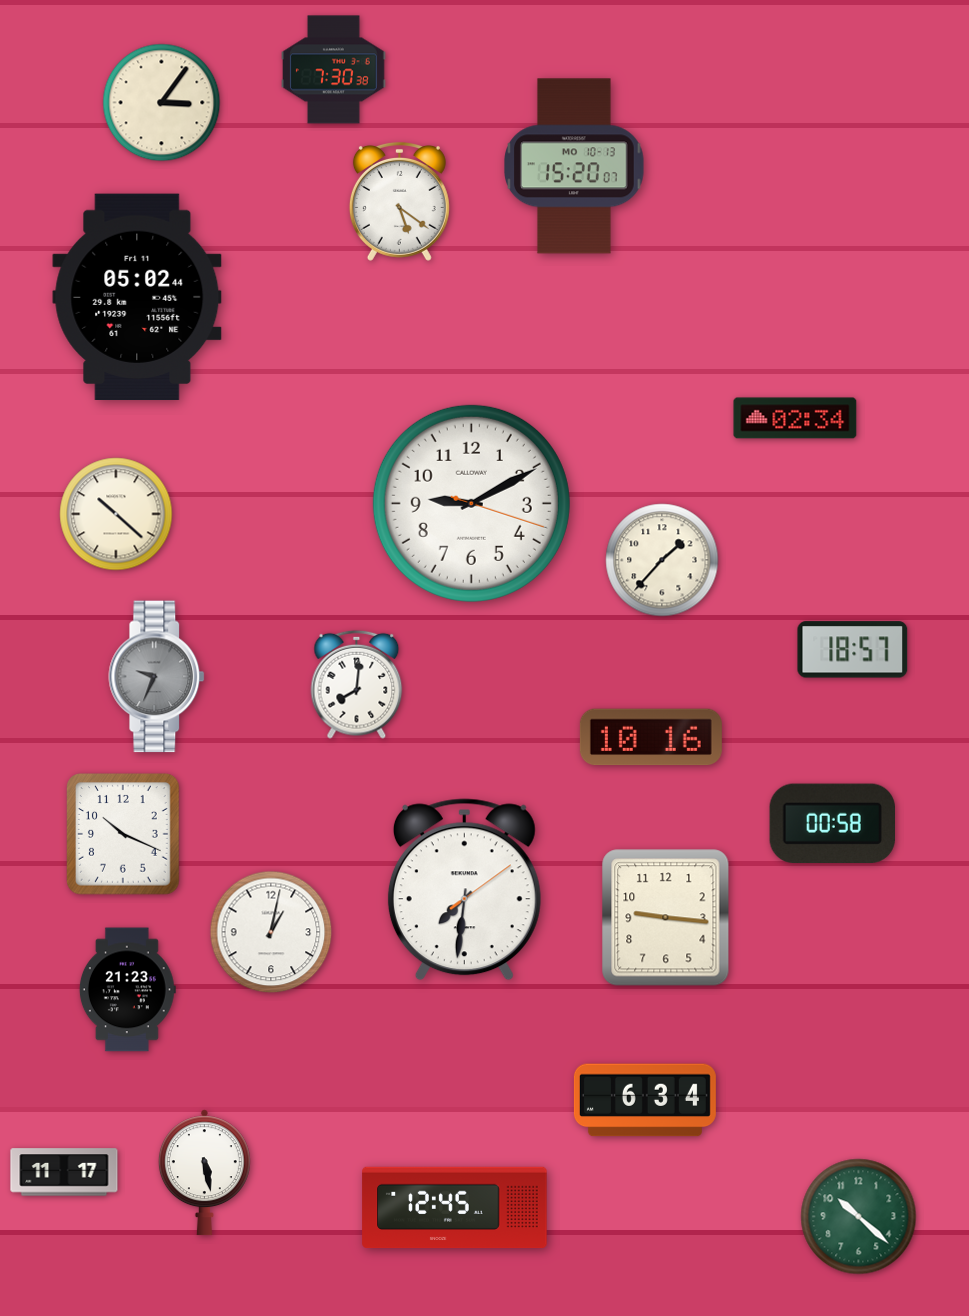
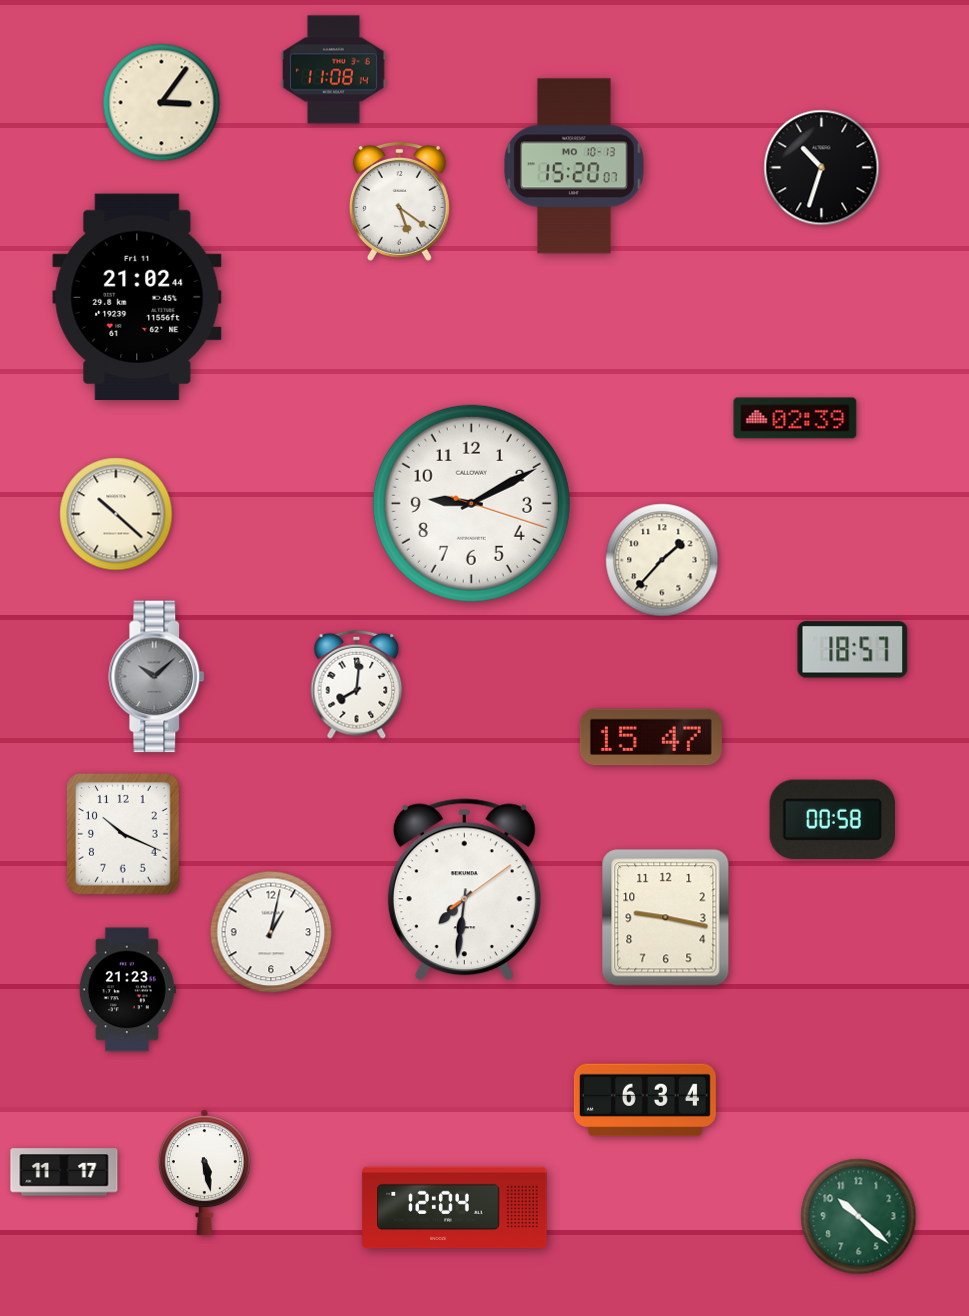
clock at (334, 70): 7:30 -> 11:08
clock at (822, 168): none -> 10:33
clock at (137, 296): 05:02 -> 21:02
clock at (795, 418): 02:34 -> 02:39
clock at (157, 677): 9:34 -> 10:08
clock at (651, 737): 10:16 -> 15:47
clock at (832, 823) position: (832, 823) -> (832, 819)
clock at (666, 918): 9:16 -> 9:17
clock at (455, 1208): 12:45 -> 12:04
